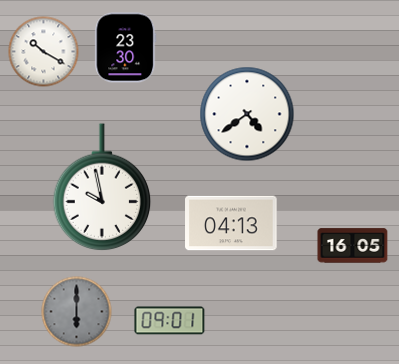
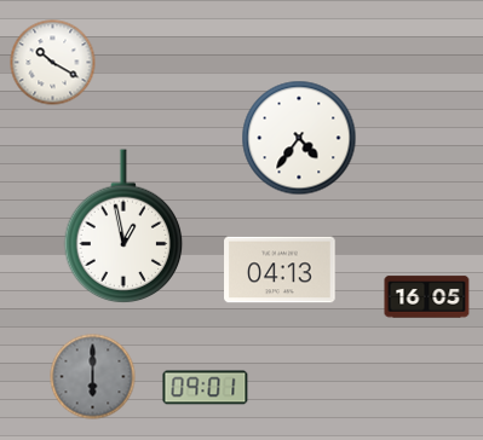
clock at (126, 48): 23:30 -> none
clock at (247, 114): 4:39 -> 4:36
clock at (102, 188): 9:58 -> 12:58
